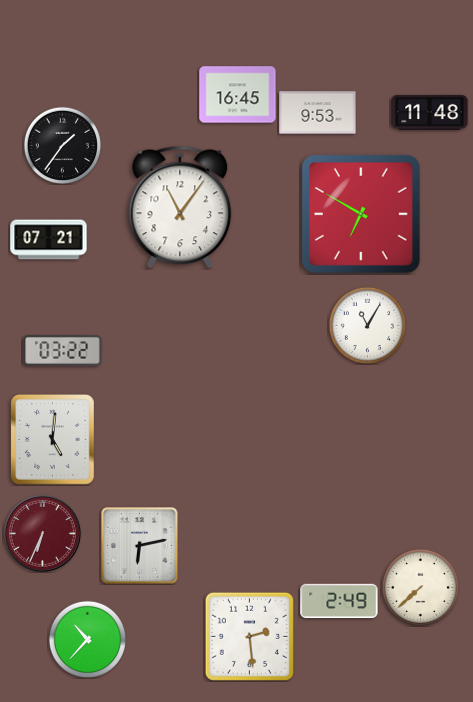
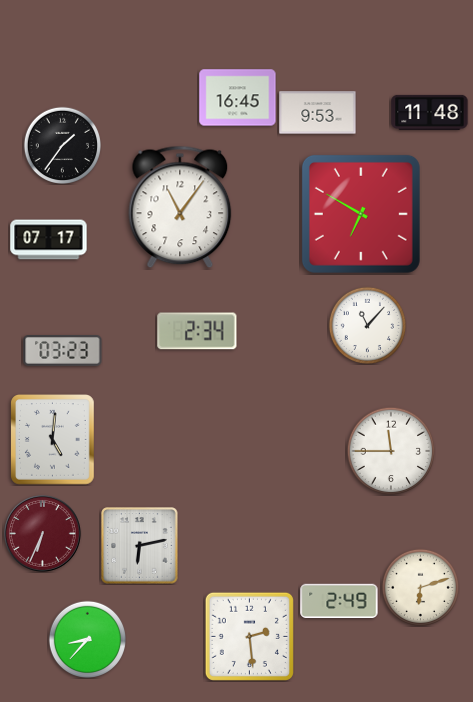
clock at (238, 95) position: (238, 95) -> (238, 98)
clock at (49, 240): 07:21 -> 07:17
clock at (367, 325): 11:05 -> 11:07
clock at (197, 331): none -> 2:34
clock at (63, 351): 03:22 -> 03:23
clock at (391, 451): none -> 11:45
clock at (420, 587): 7:38 -> 6:12
clock at (87, 639): 10:37 -> 8:37
